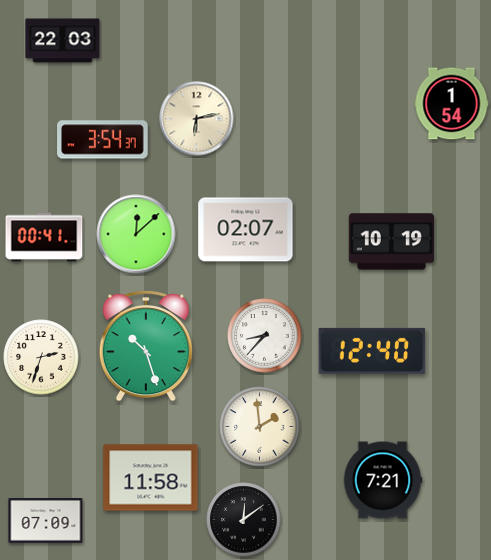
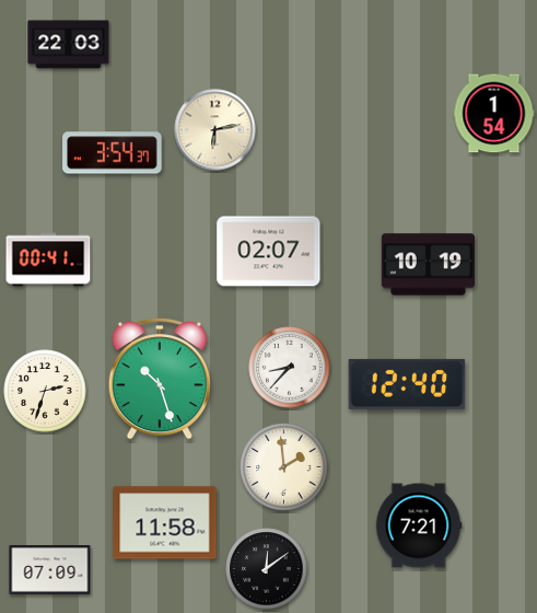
clock at (136, 234): 12:08 -> none
